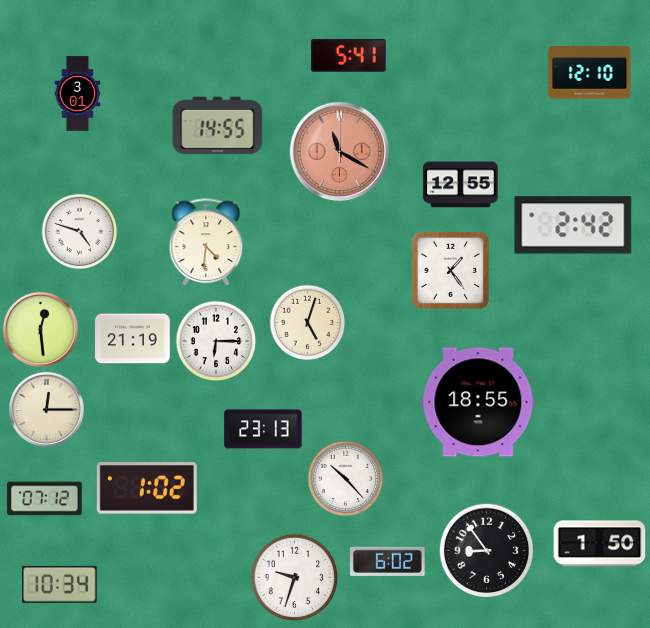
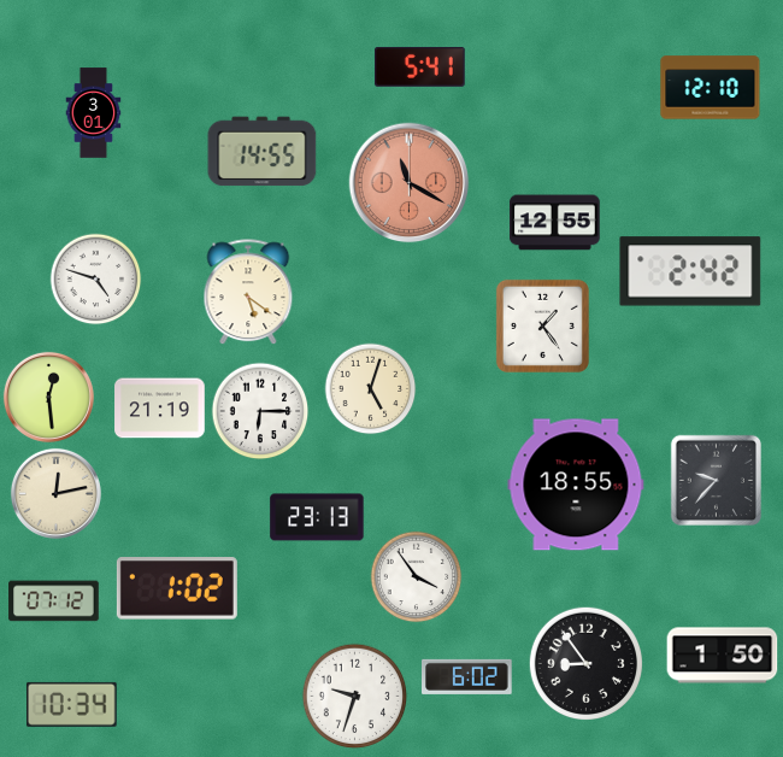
clock at (206, 243): 4:31 -> 5:21
clock at (716, 480): none -> 9:37
clock at (46, 409): 12:15 -> 12:13
clock at (346, 479): 10:23 -> 3:54
